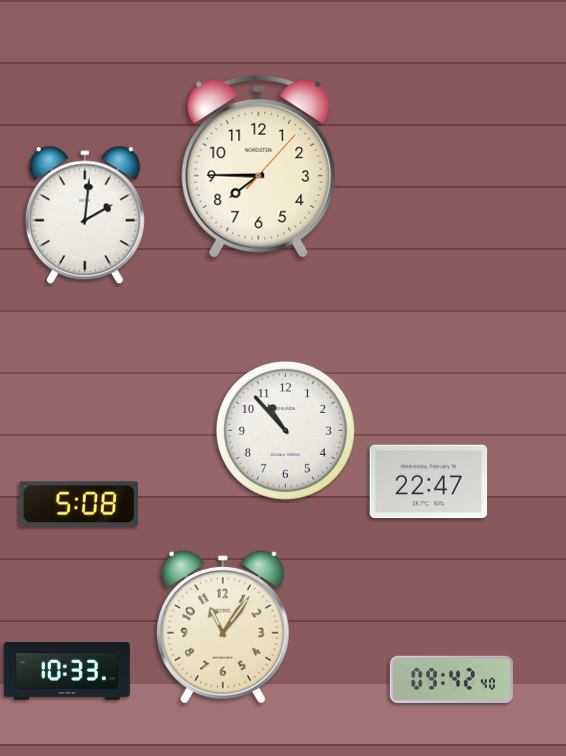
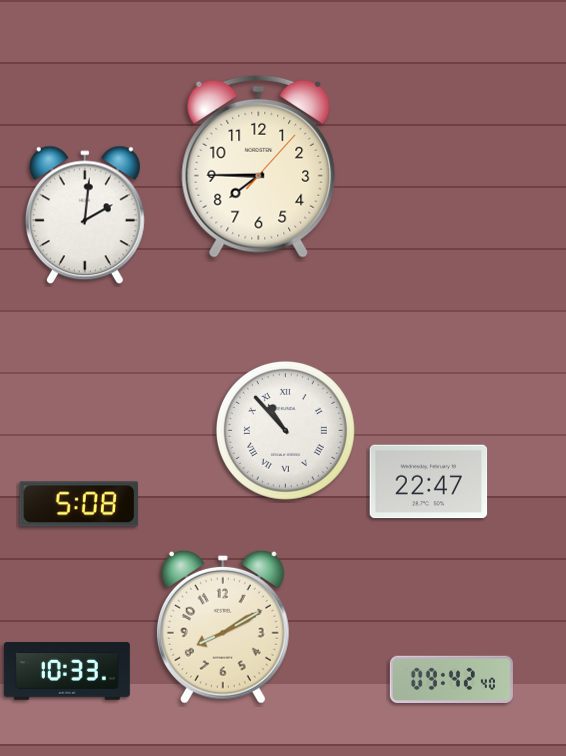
clock at (285, 430) numerals: Arabic -> Roman
clock at (223, 627): 11:06 -> 8:10
